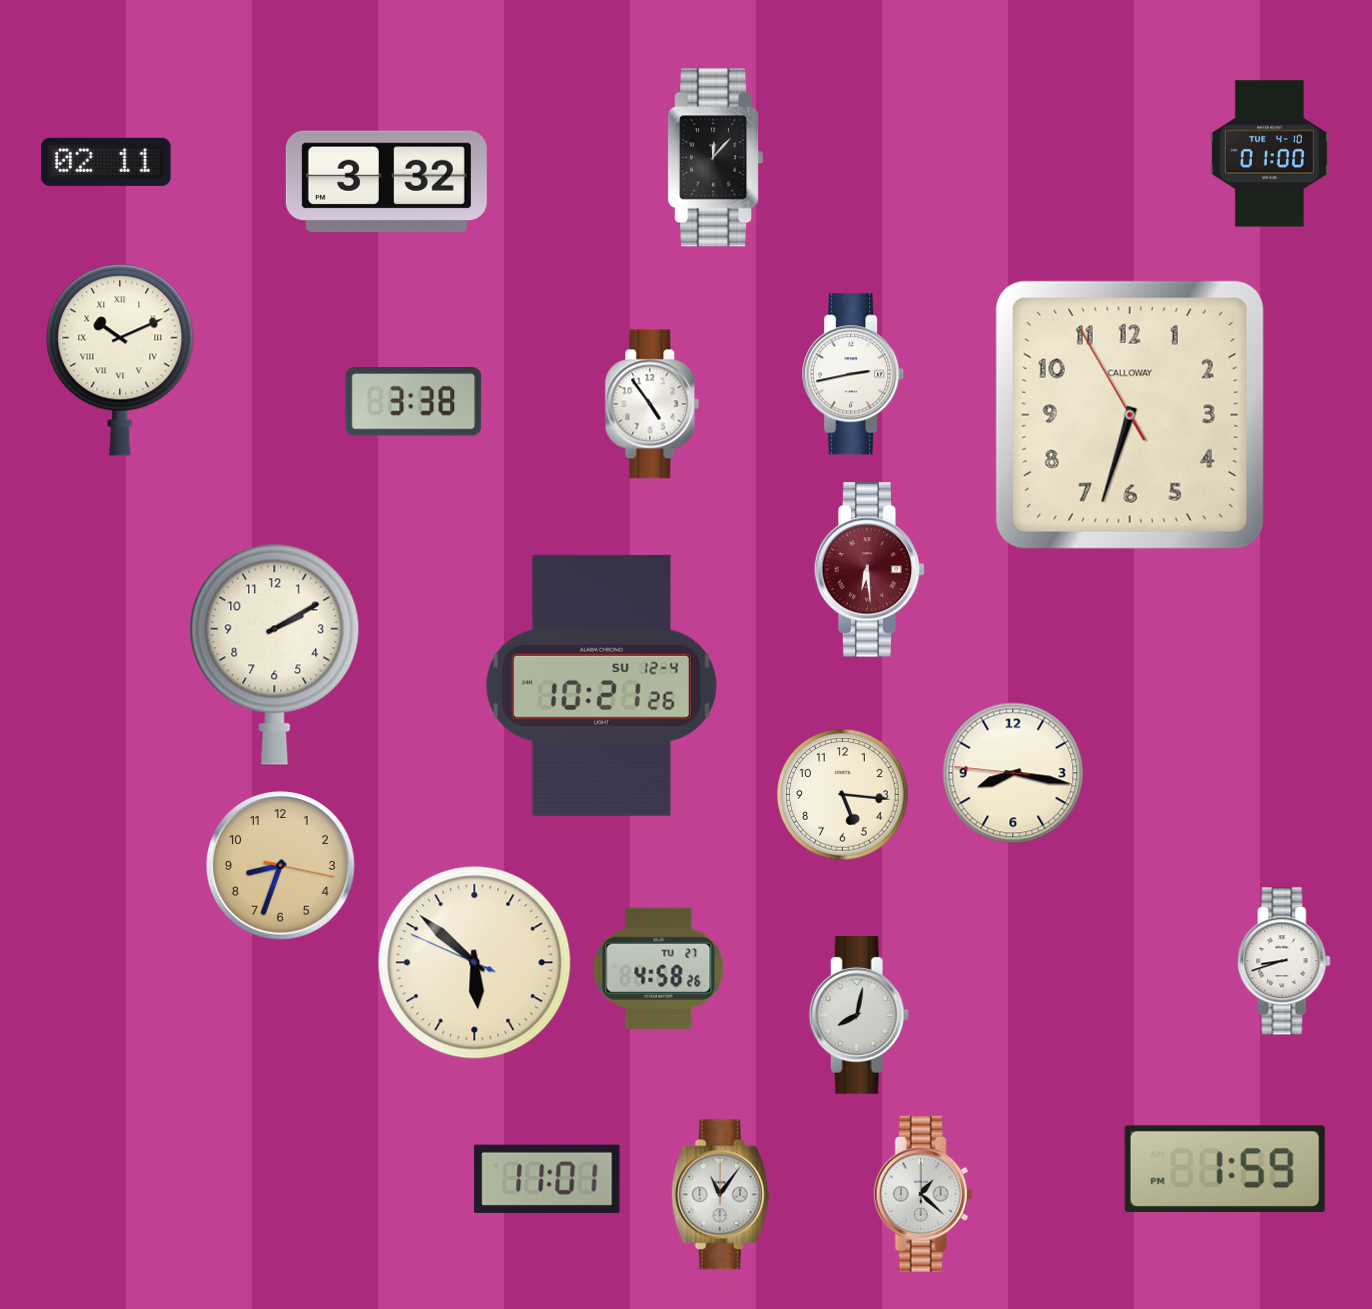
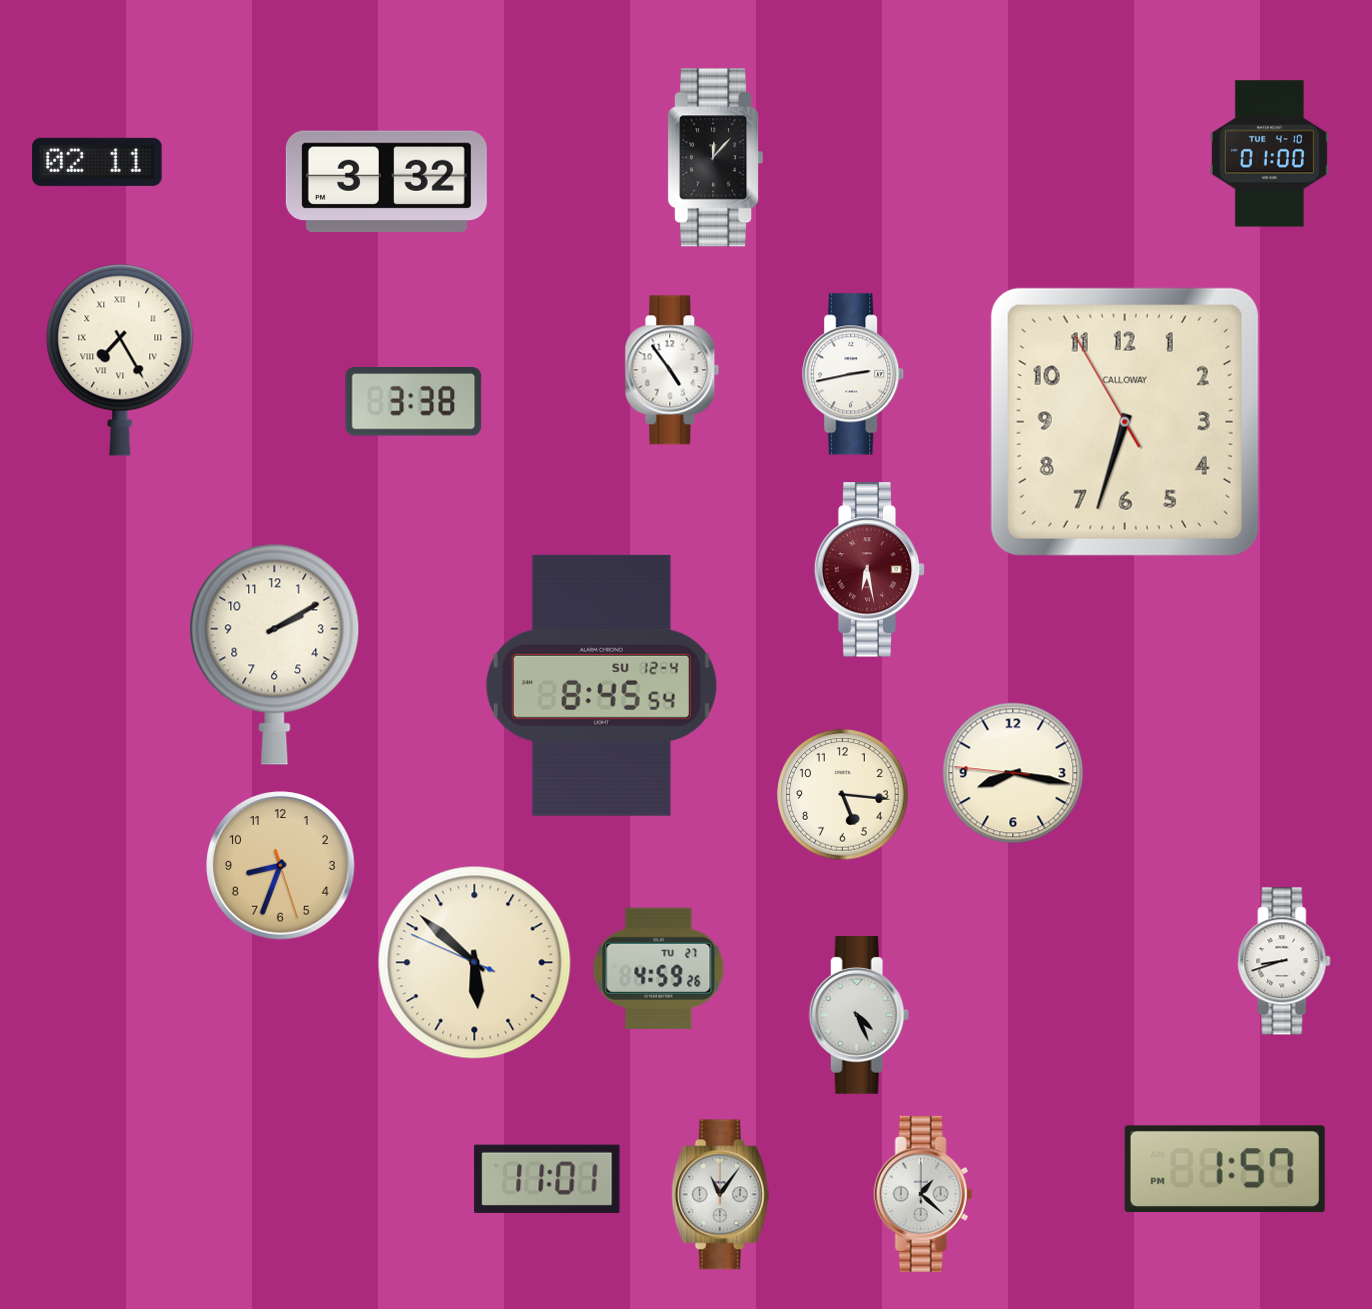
clock at (106, 162) position: (106, 162) -> (97, 162)
clock at (120, 360): 10:11 -> 7:25
clock at (652, 404) position: (652, 404) -> (672, 370)
clock at (1130, 415) position: (1130, 415) -> (1125, 422)
clock at (870, 570): 6:29 -> 6:28
clock at (601, 685): 10:21 -> 8:45
clock at (281, 866): 8:33:17 -> 8:33:27
clock at (659, 968): 4:58 -> 4:59
clock at (859, 1015): 8:02 -> 4:26
clock at (1225, 1169): 1:59 -> 1:57
